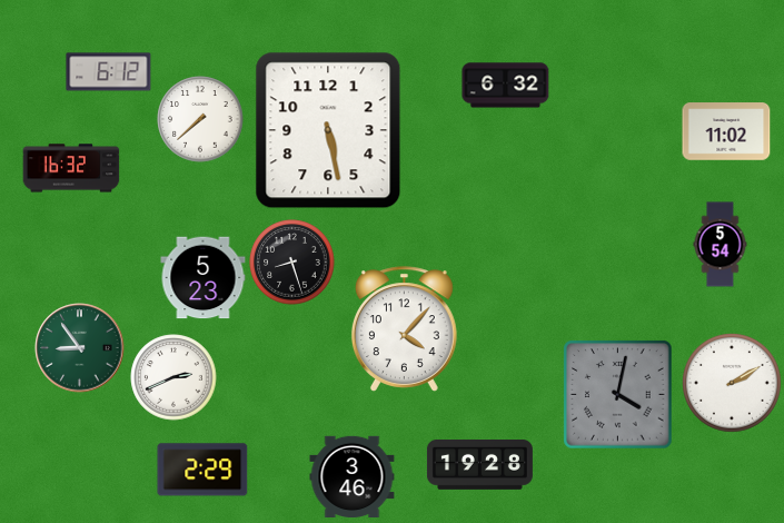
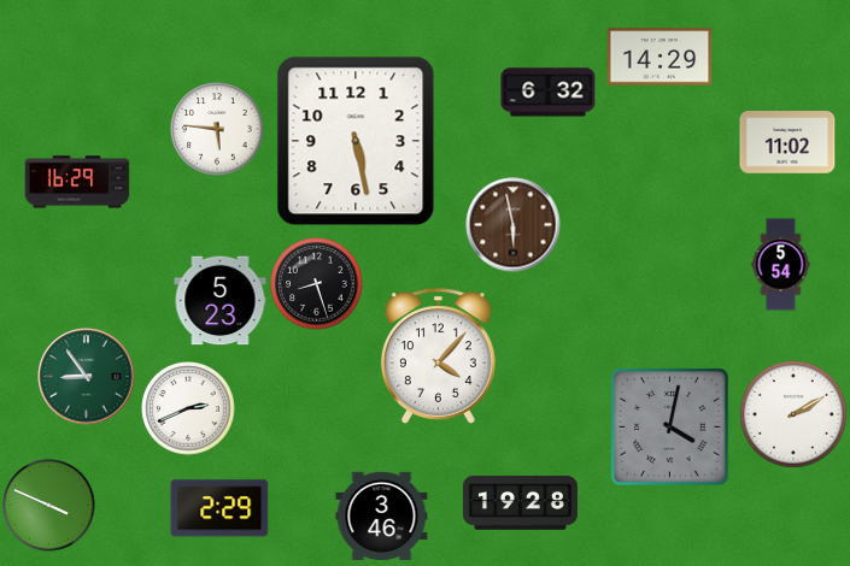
clock at (660, 57): none -> 14:29
clock at (109, 72): 6:12 -> none
clock at (200, 119): 7:38 -> 5:46
clock at (71, 168): 16:32 -> 16:29
clock at (514, 225): none -> 5:58
clock at (49, 506): none -> 3:49
